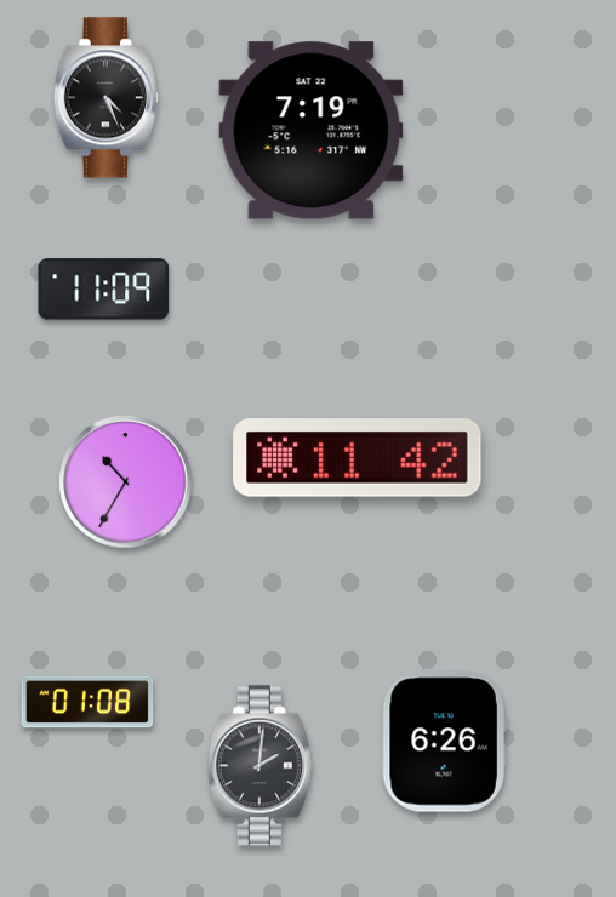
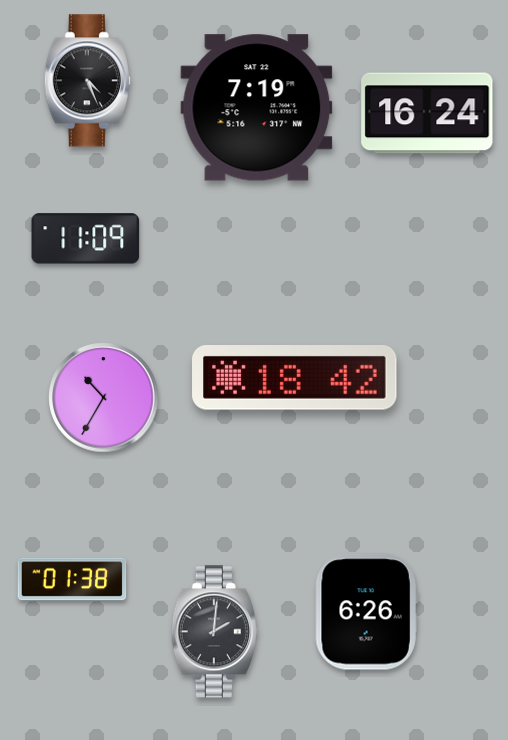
clock at (427, 113): none -> 16:24
clock at (358, 458): 11:42 -> 18:42
clock at (87, 702): 01:08 -> 01:38
